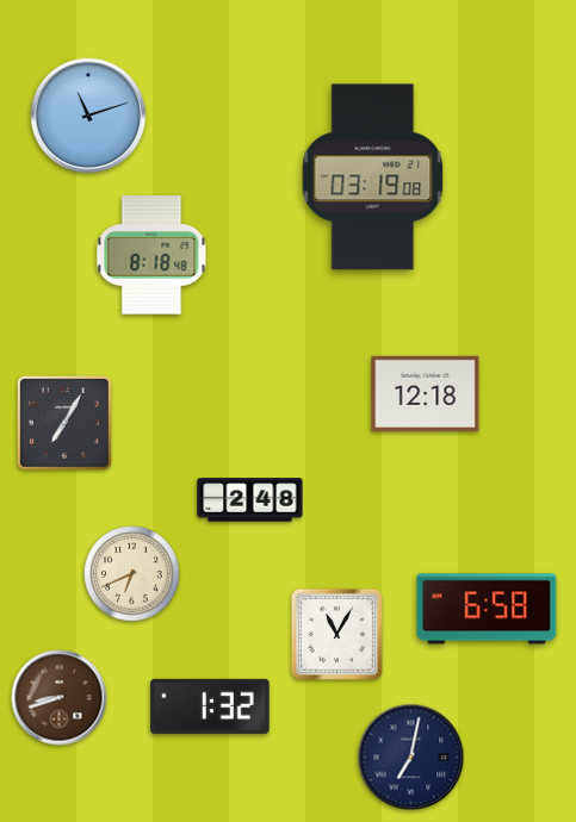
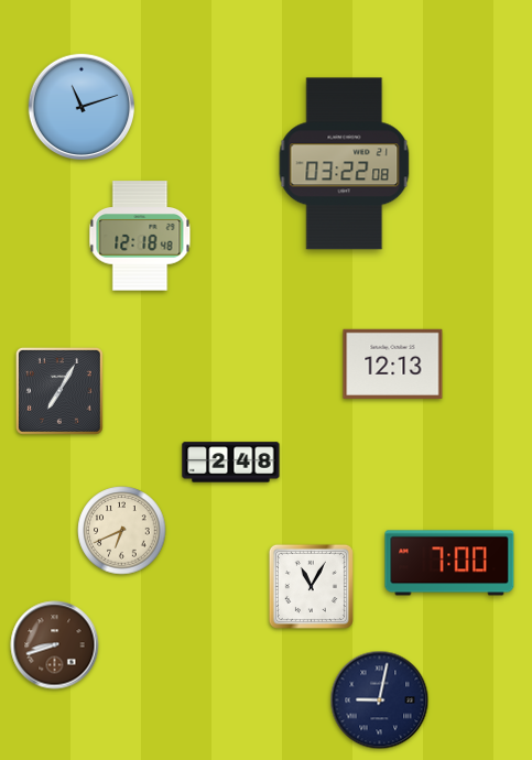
clock at (373, 178): 03:19 -> 03:22
clock at (151, 255): 8:18 -> 12:18
clock at (426, 393): 12:18 -> 12:13
clock at (487, 609): 6:58 -> 7:00
clock at (210, 706): 1:32 -> none
clock at (411, 758): 7:02 -> 9:02
